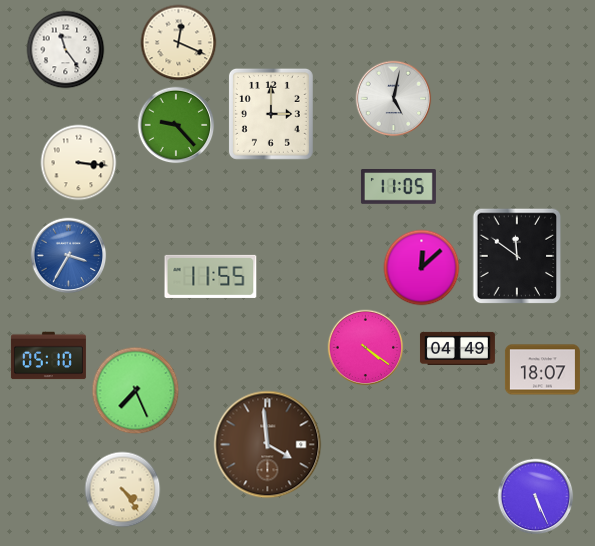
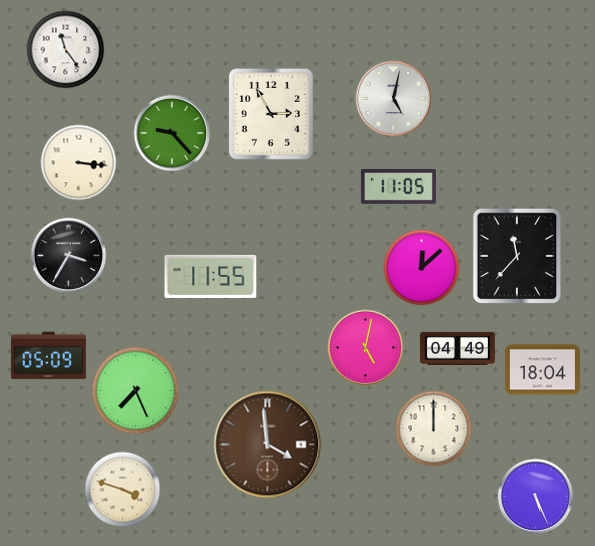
clock at (179, 43): 12:19 -> none
clock at (271, 114): 3:00 -> 2:55
clock at (176, 125) position: (176, 125) -> (172, 133)
clock at (69, 256) dial: blue -> black
clock at (517, 256): 11:51 -> 11:37
clock at (366, 348): 4:21 -> 5:02
clock at (48, 356): 05:10 -> 05:09
clock at (542, 370): 18:07 -> 18:04
clock at (434, 429): none -> 12:00
clock at (123, 490): 4:24 -> 3:48
